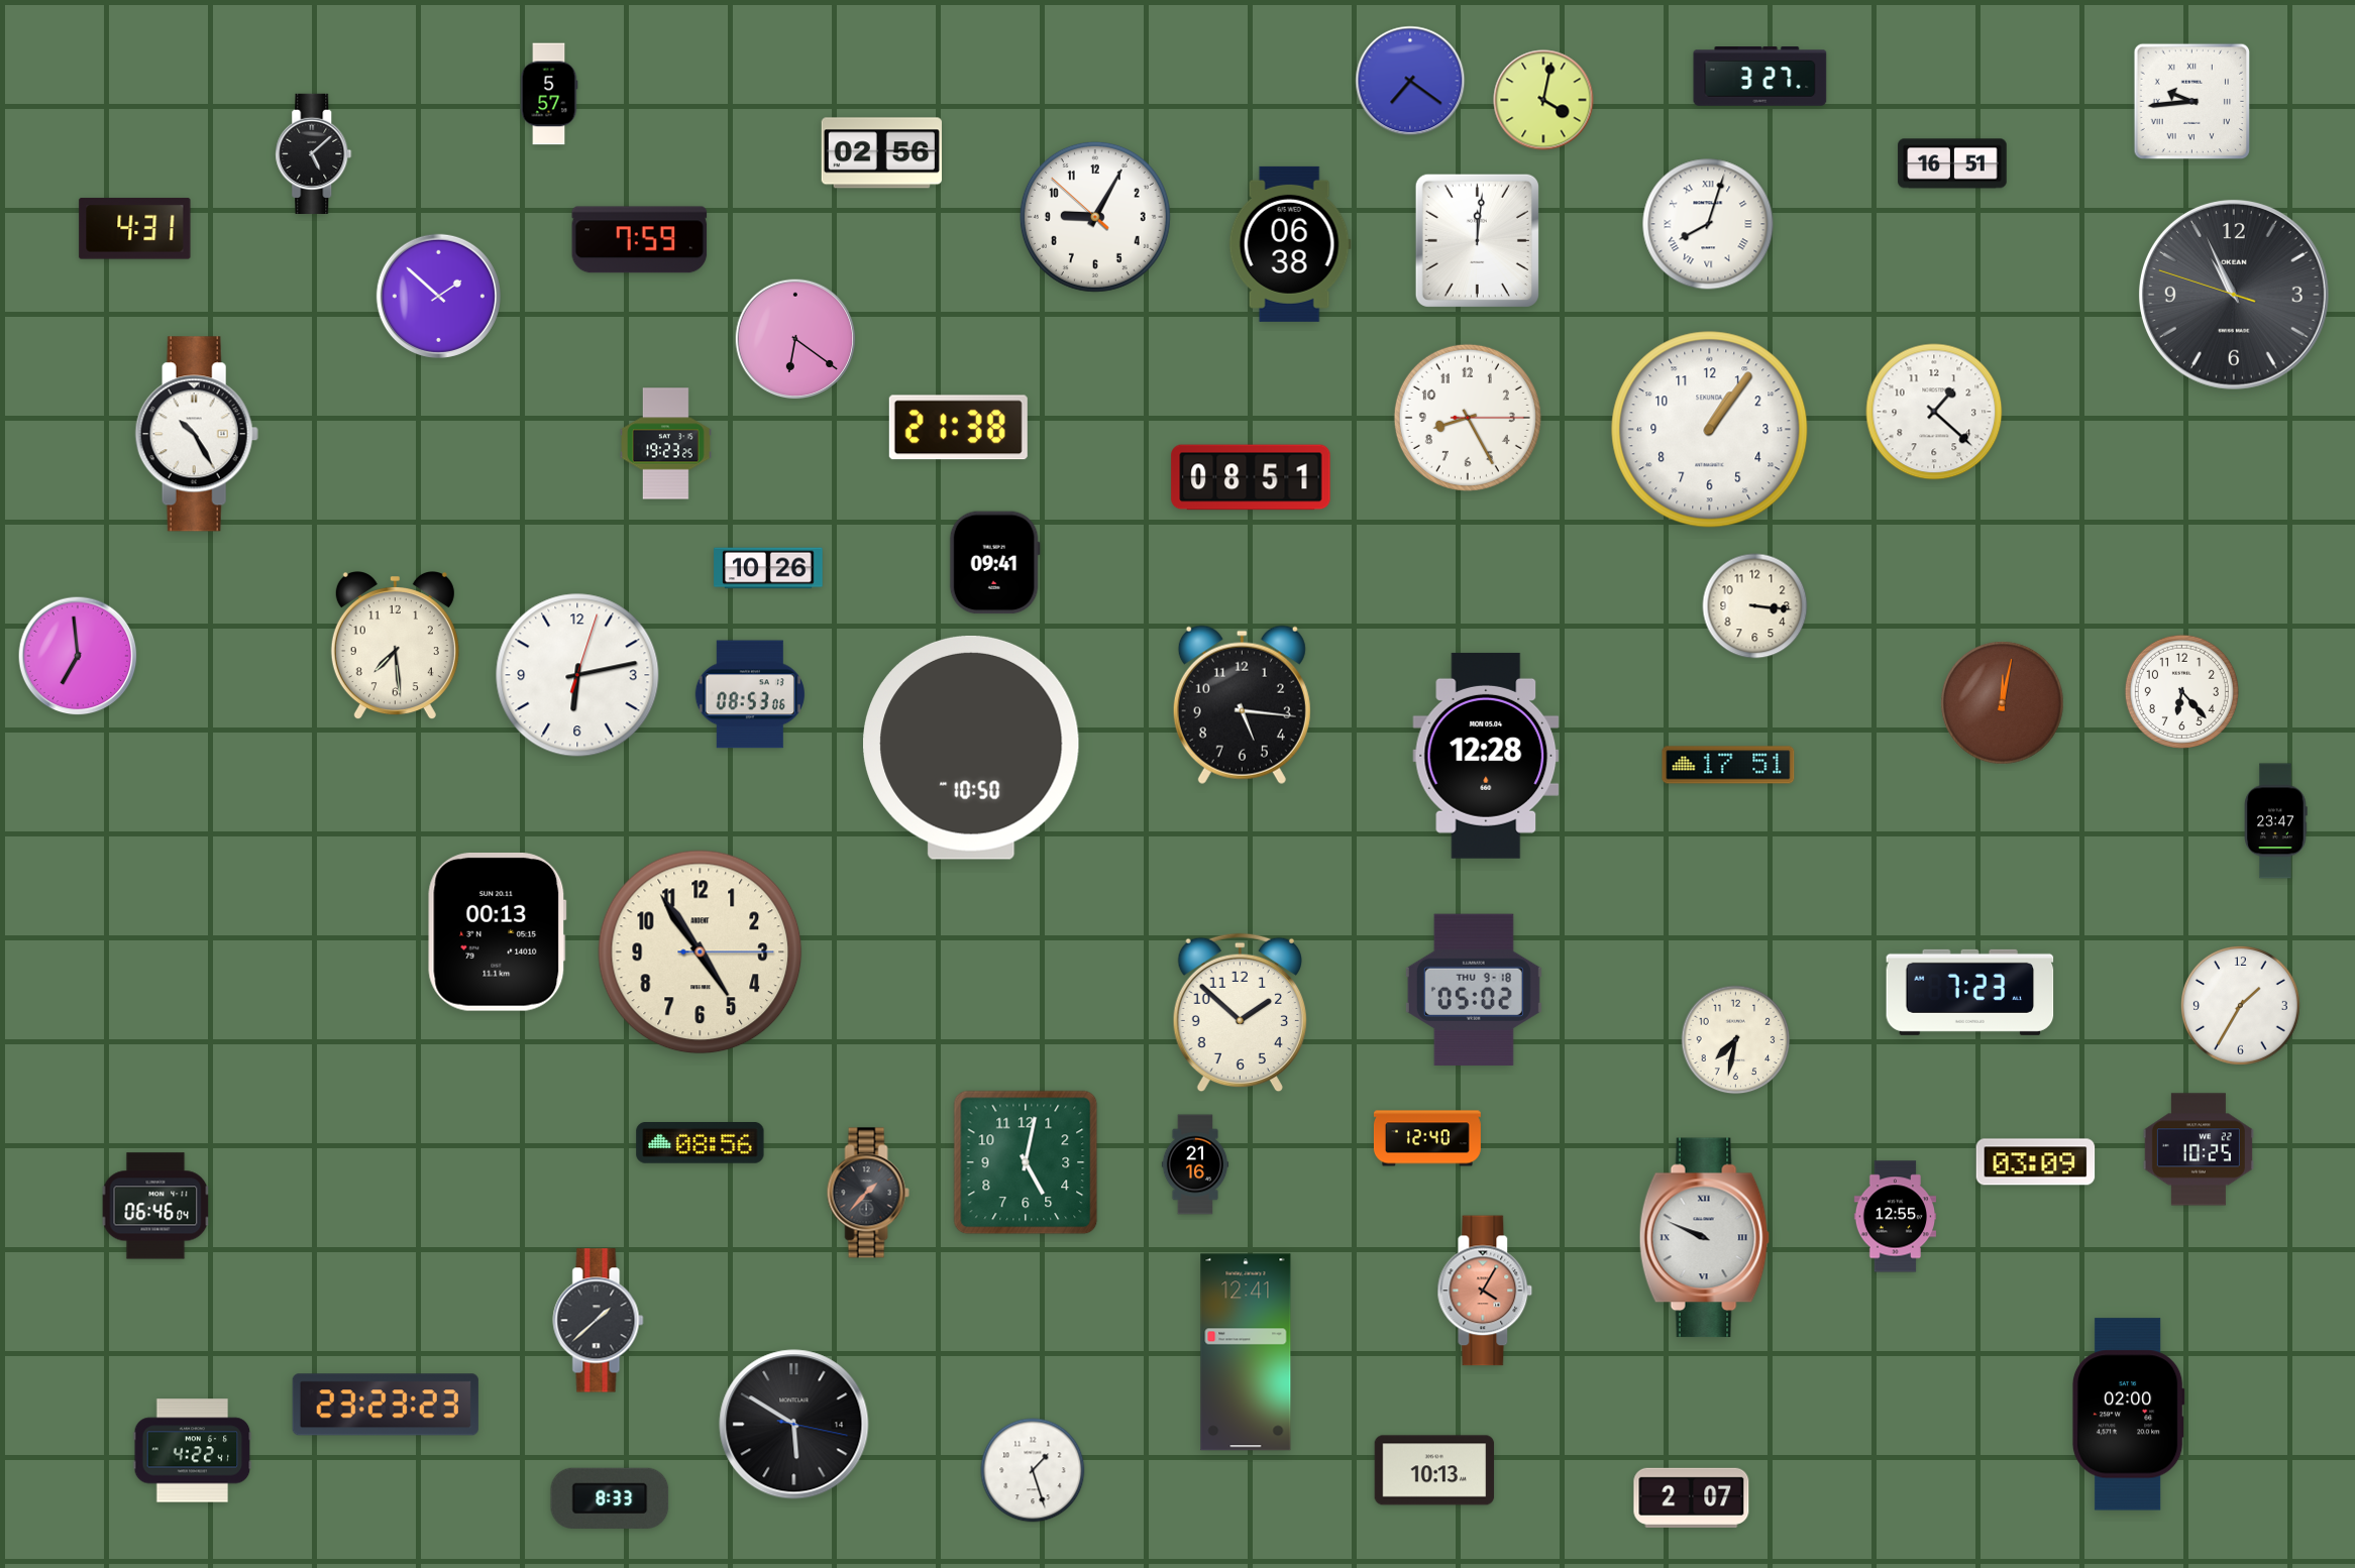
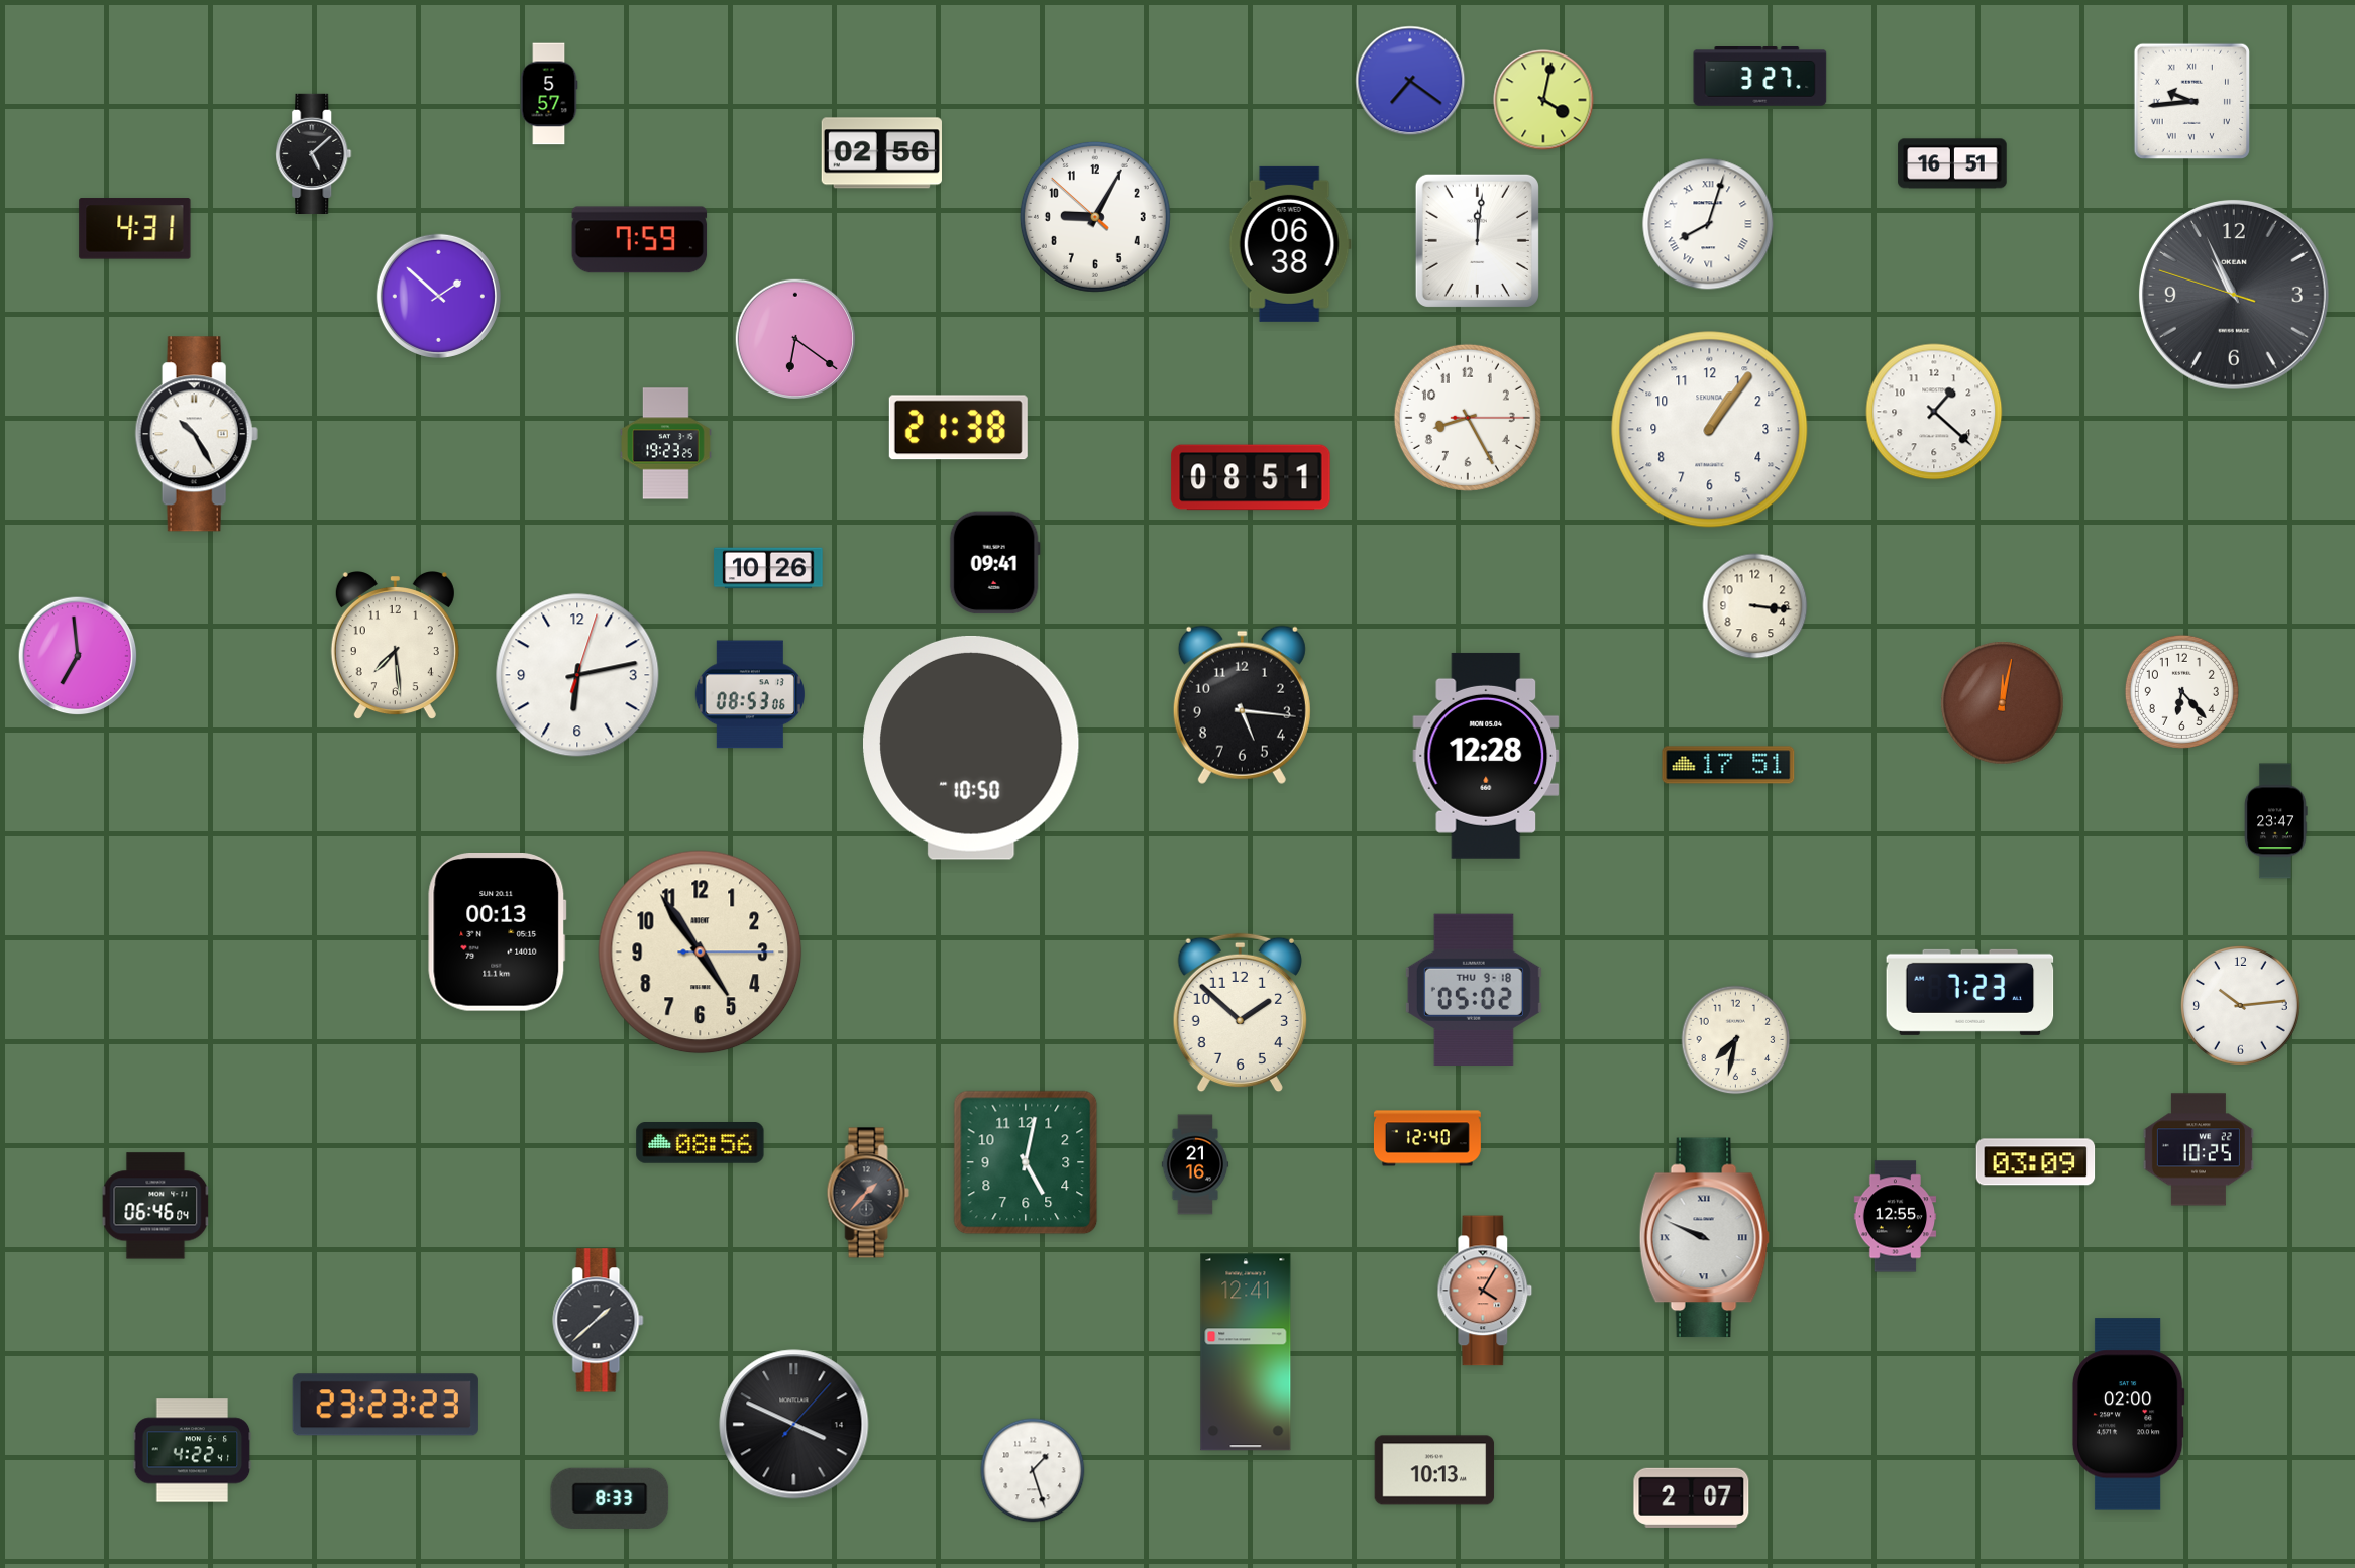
clock at (2241, 1006): 1:35 -> 10:14
clock at (794, 1425): 5:50 -> 3:49
